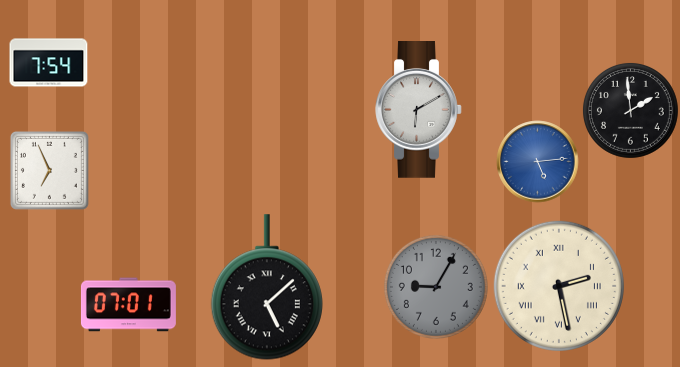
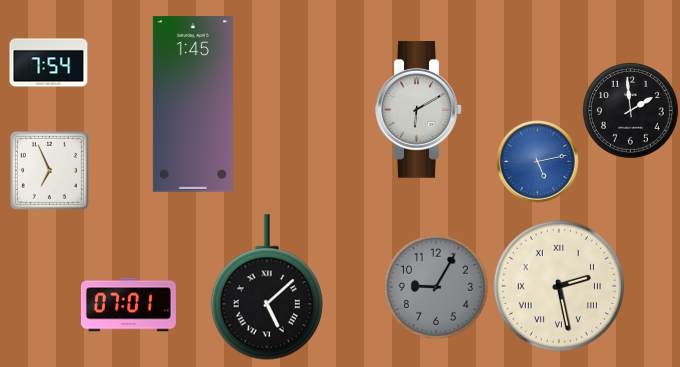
clock at (193, 104): none -> 1:45
clock at (538, 162): 5:14 -> 5:13
